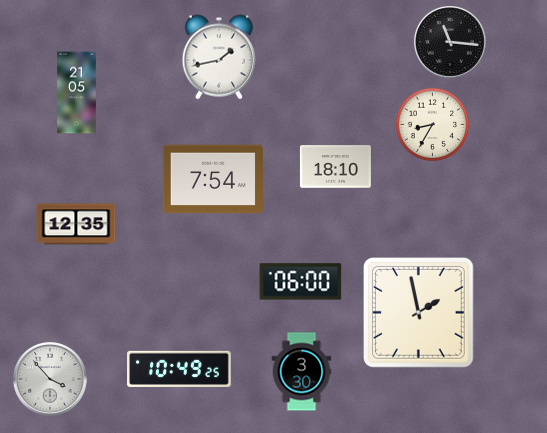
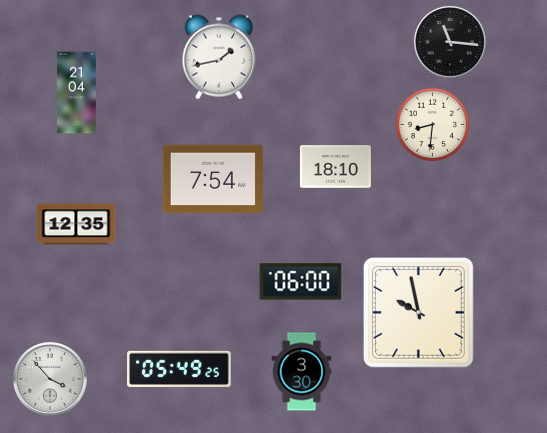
clock at (77, 93): 21:05 -> 21:04
clock at (433, 125): 8:35 -> 8:31
clock at (419, 313): 1:58 -> 9:58
clock at (179, 368): 10:49 -> 05:49
